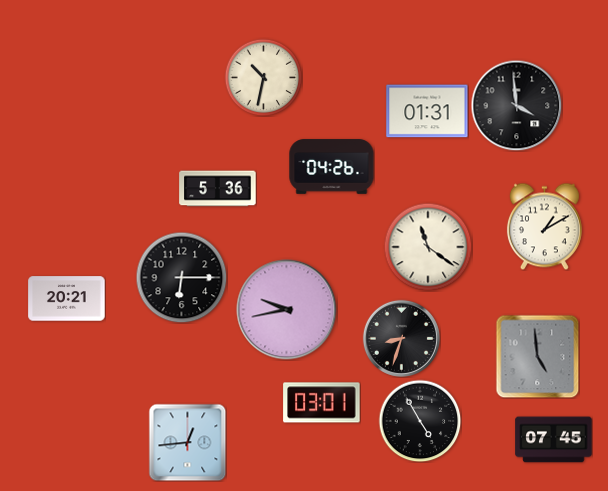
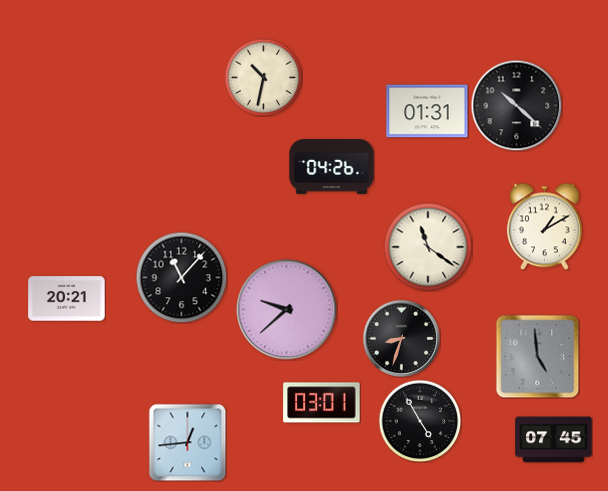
clock at (516, 105): 3:59 -> 10:22
clock at (218, 189): 5:36 -> none
clock at (181, 277): 6:15 -> 11:07
clock at (287, 310): 9:43 -> 9:38
